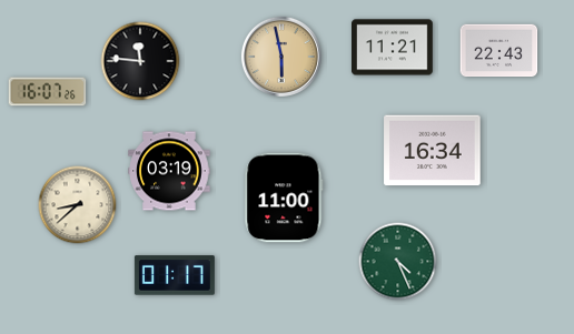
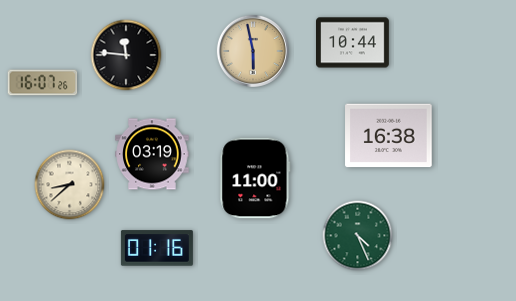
clock at (393, 48): 11:21 -> 10:44
clock at (499, 51): 22:43 -> none
clock at (433, 151): 16:34 -> 16:38
clock at (175, 275): 01:17 -> 01:16
